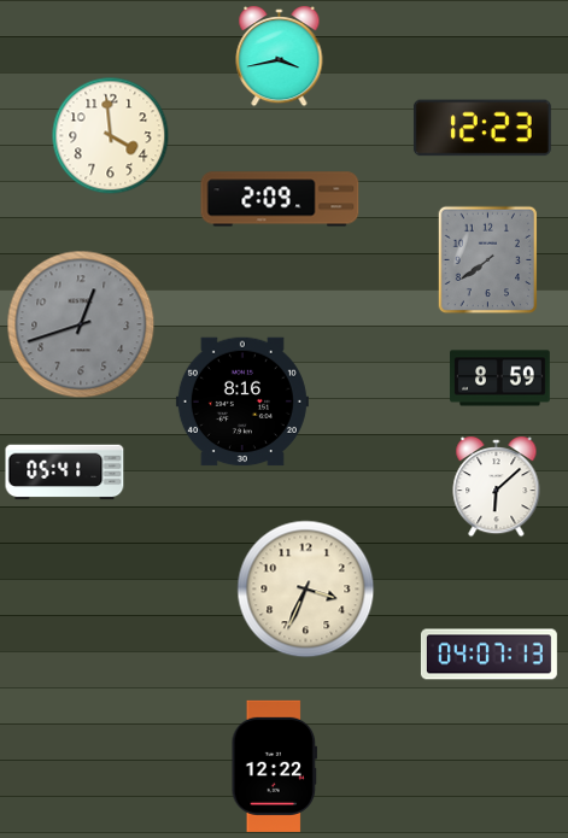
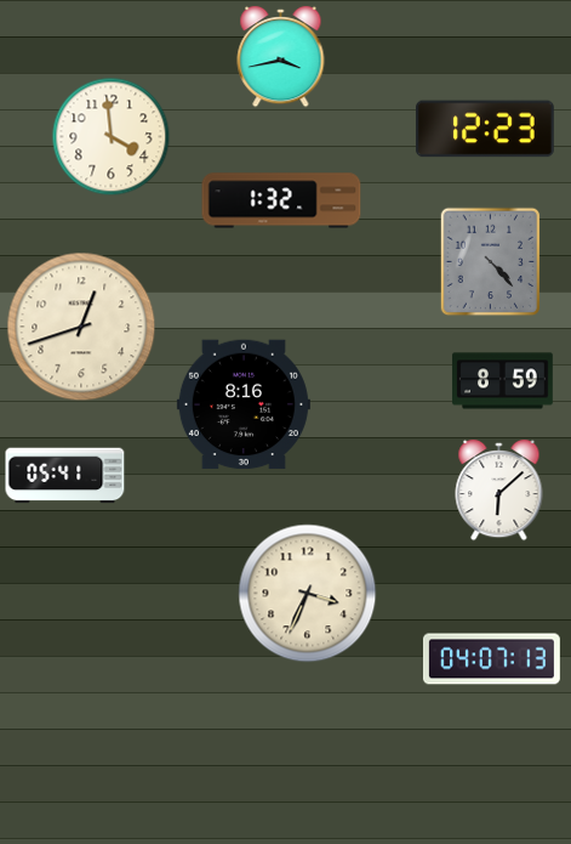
clock at (280, 199): 2:09 -> 1:32
clock at (488, 260): 7:39 -> 4:23
clock at (81, 324) dial: grey -> cream
clock at (275, 766): 12:22 -> none
